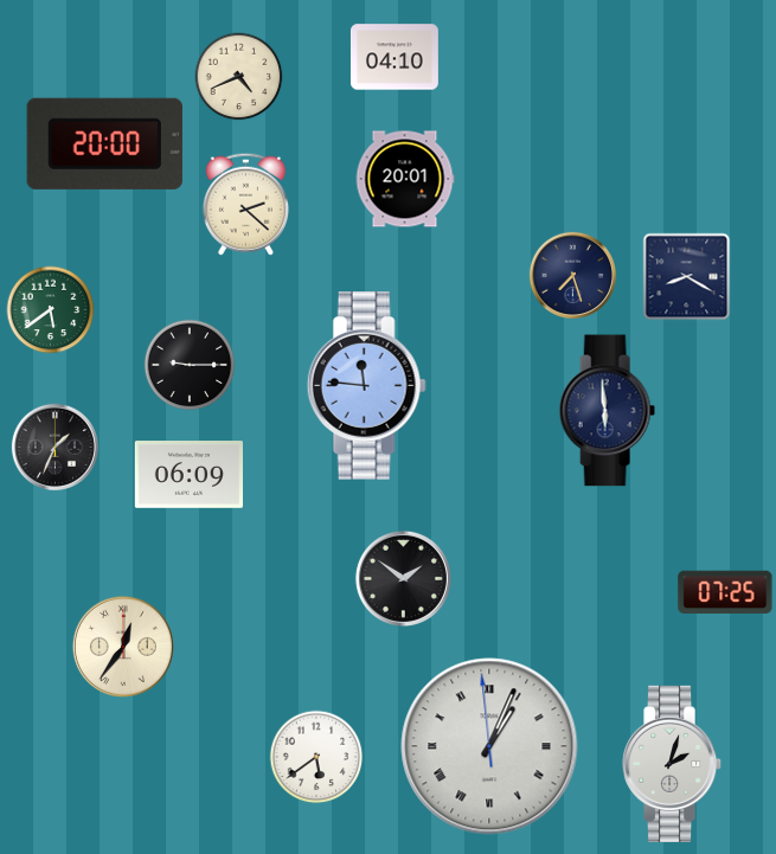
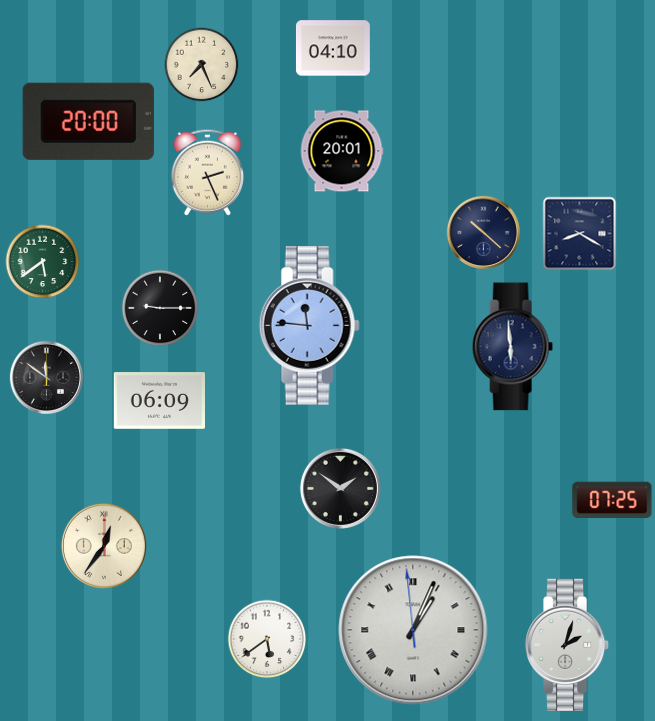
clock at (239, 77): 4:41 -> 7:26
clock at (245, 204): 2:22 -> 2:26
clock at (572, 275): 7:27 -> 10:22
clock at (54, 447): 1:34 -> 11:51
